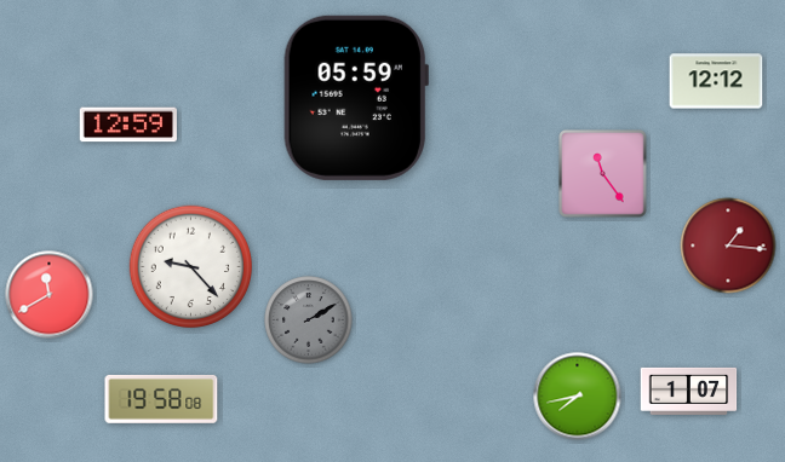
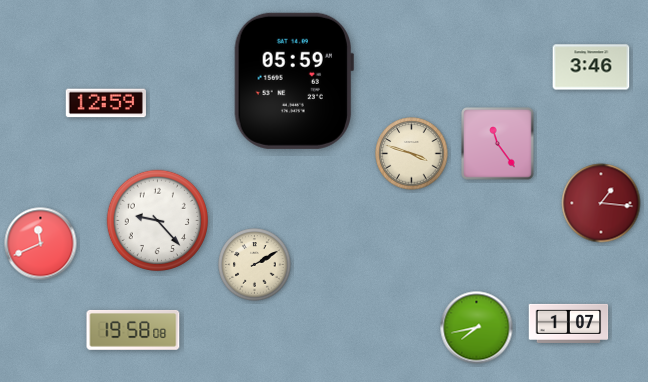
clock at (716, 81): 12:12 -> 3:46
clock at (412, 154): none -> 3:48
clock at (50, 295): 11:40 -> 11:41
clock at (309, 320) dial: grey -> cream
